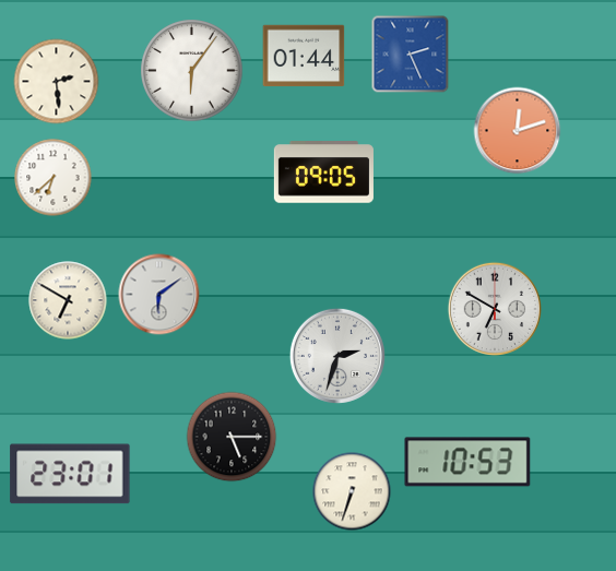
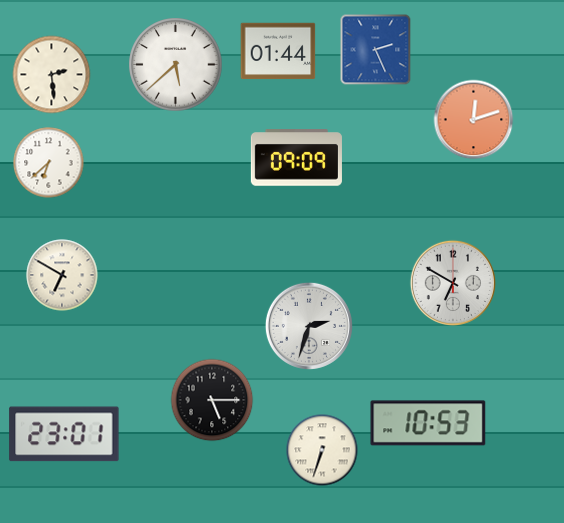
clock at (192, 71): 6:06 -> 5:38
clock at (323, 173): 09:05 -> 09:09
clock at (159, 295): 6:09 -> none
